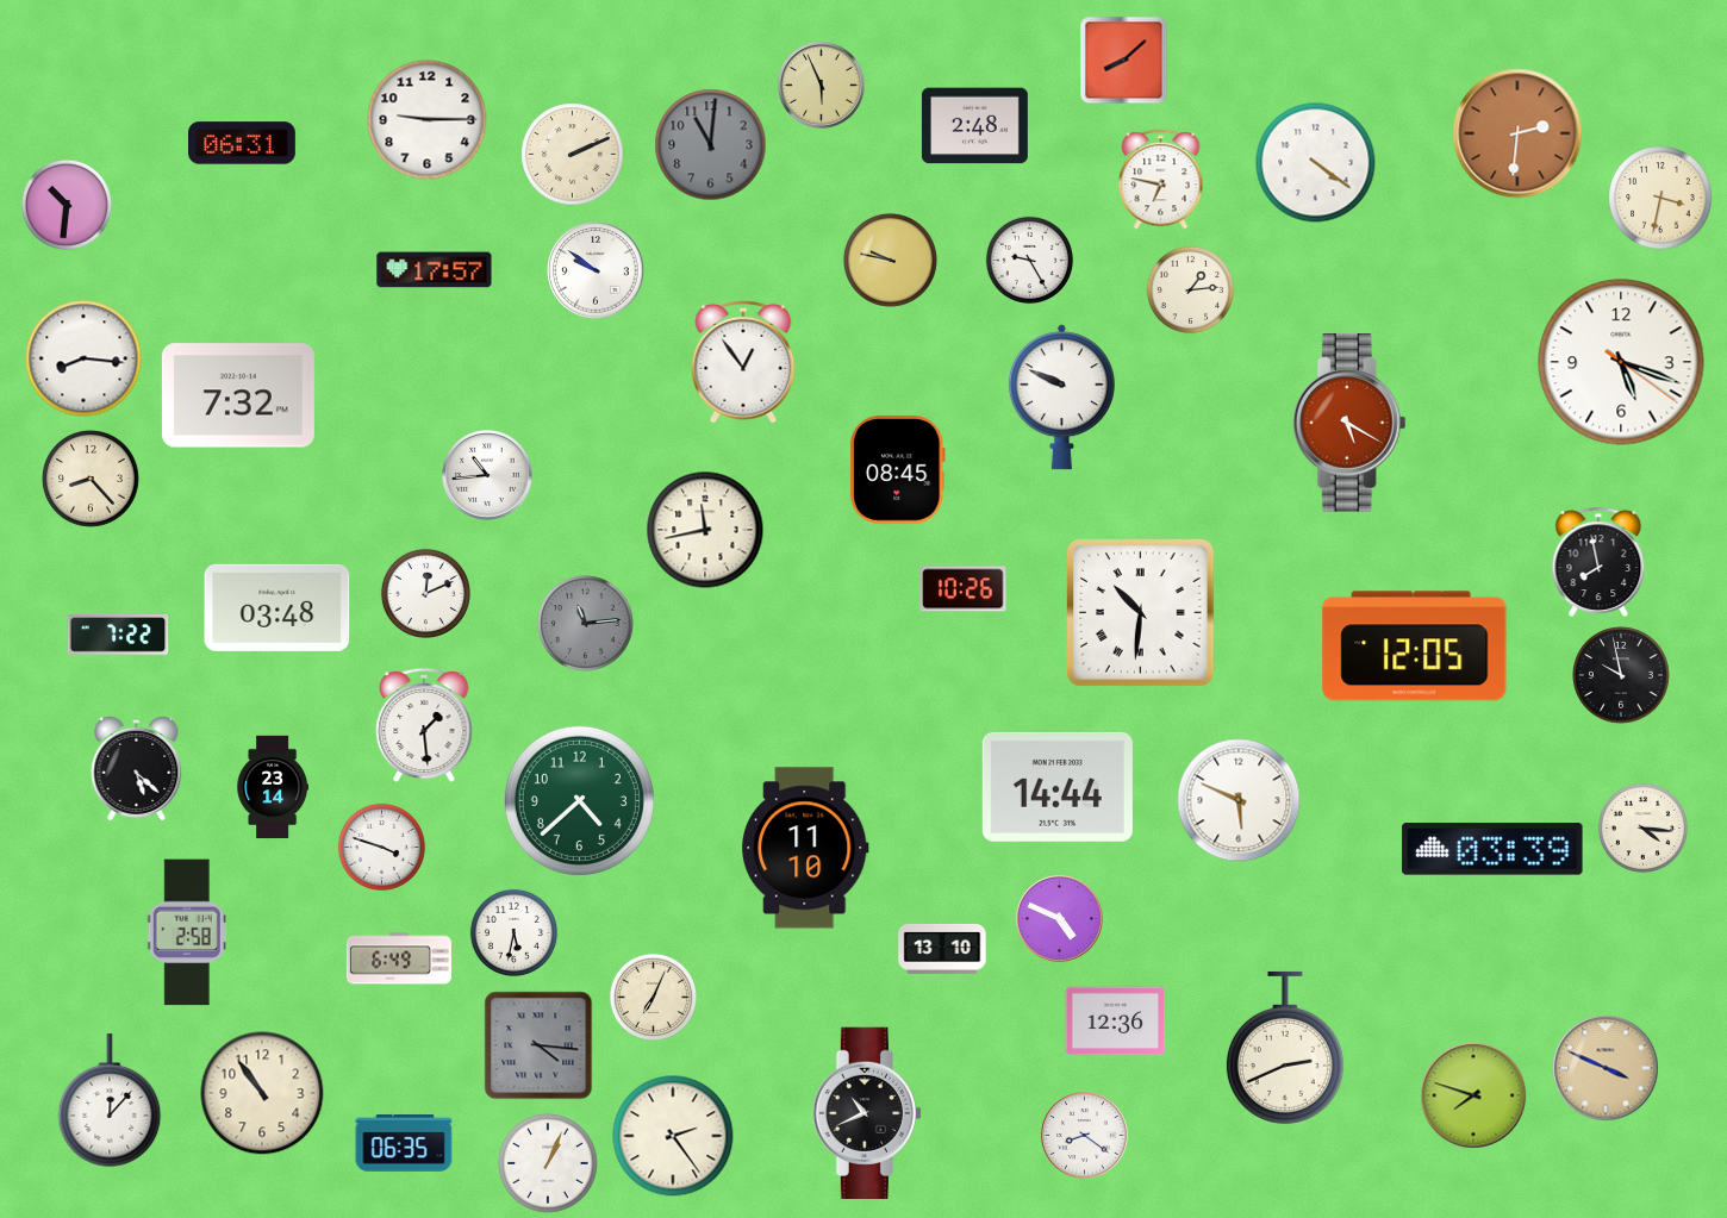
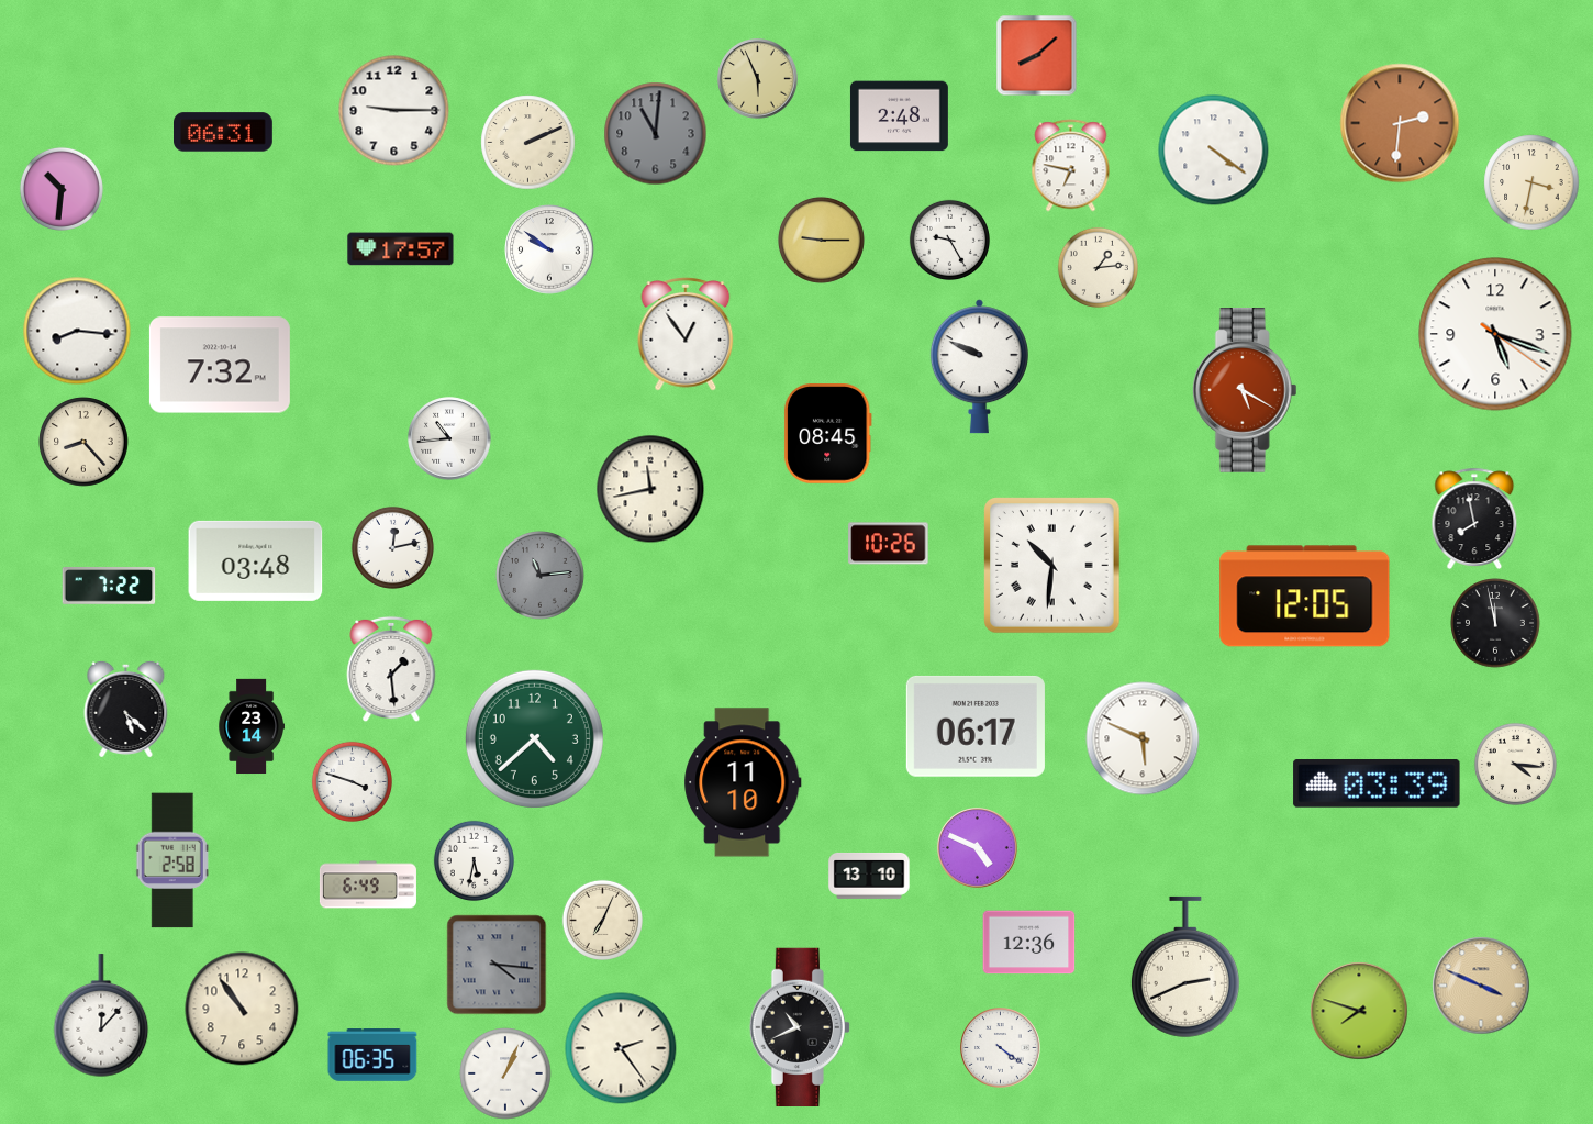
clock at (890, 260): 9:47 -> 9:15
clock at (425, 593): 12:11 -> 12:13
clock at (1621, 675): 9:58 -> 11:58
clock at (1058, 787): 14:44 -> 06:17
clock at (1085, 1136): 8:21 -> 4:21
